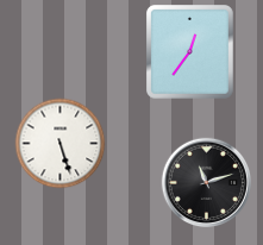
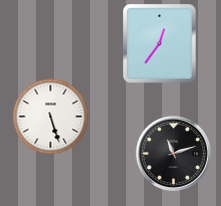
clock at (61, 144) position: (61, 144) -> (51, 117)
